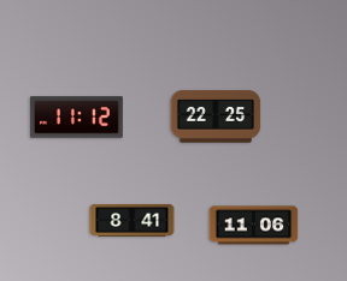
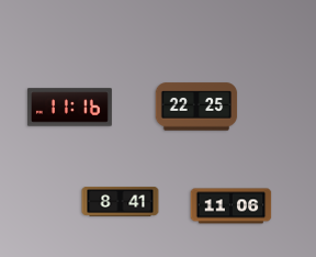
clock at (76, 118): 11:12 -> 11:16
